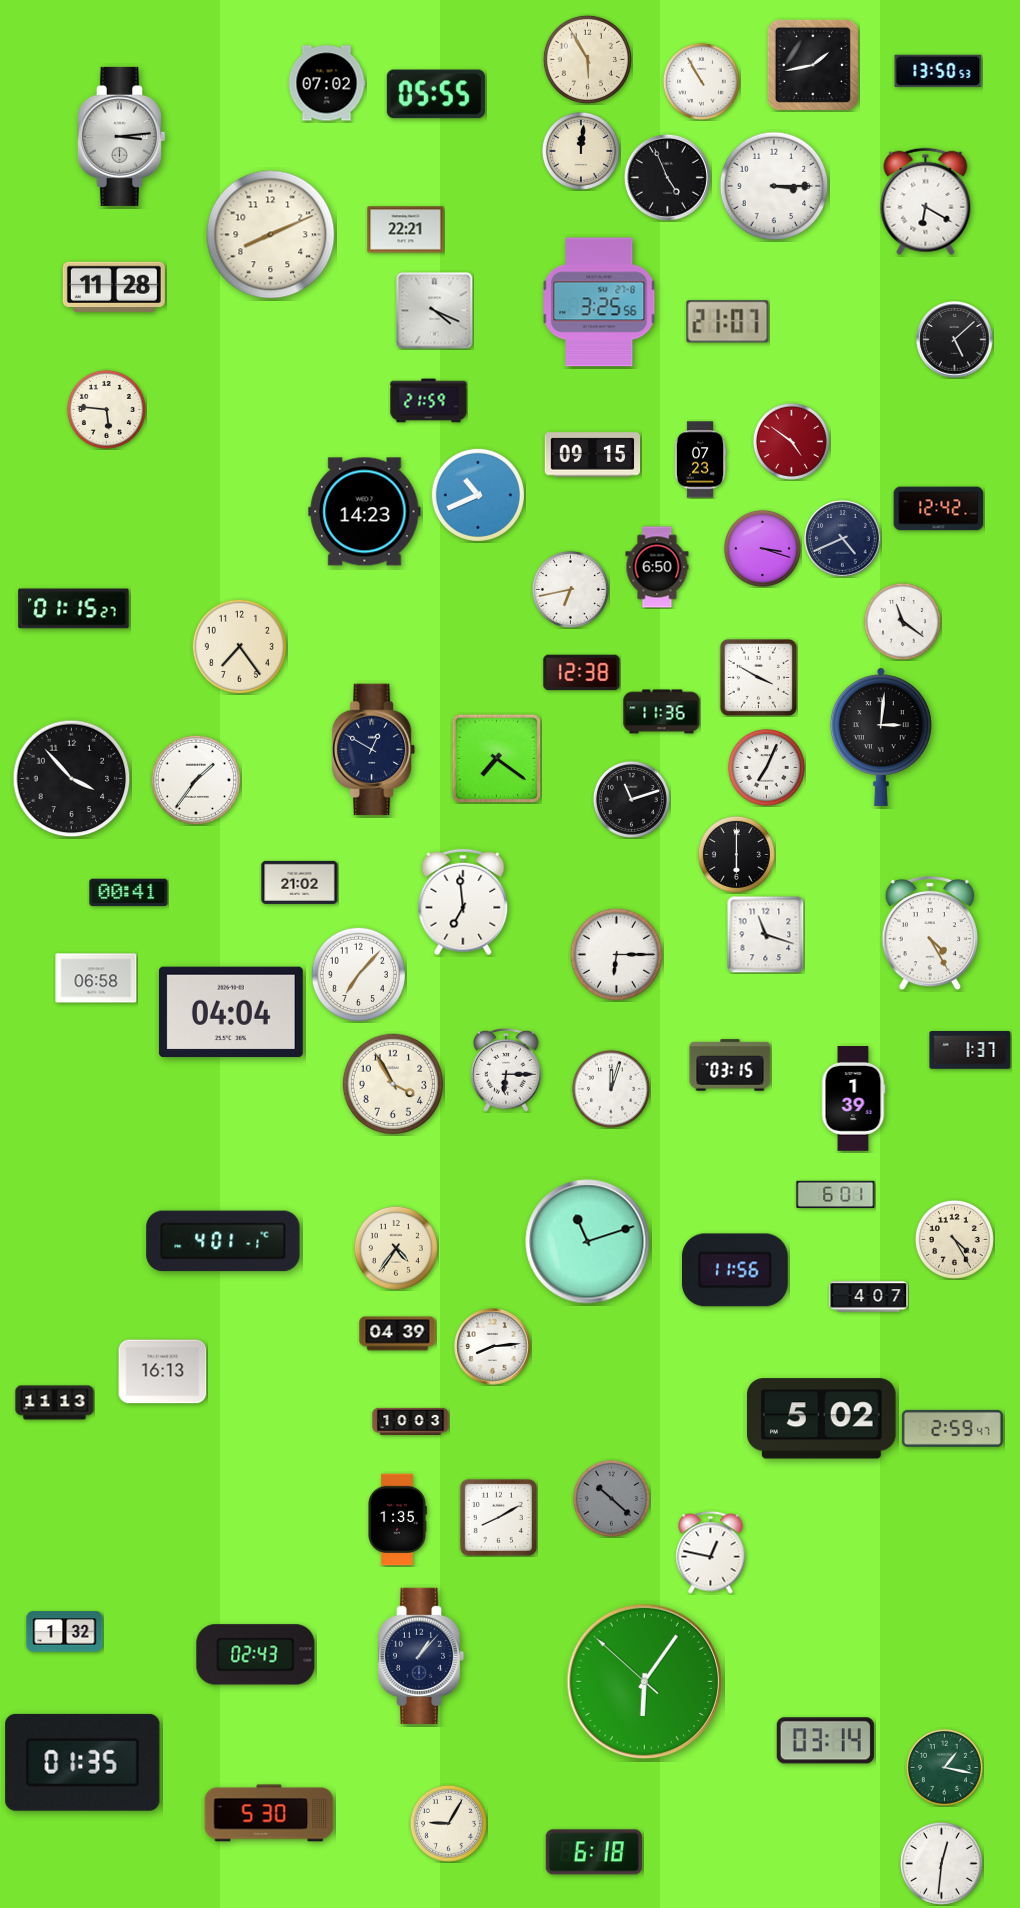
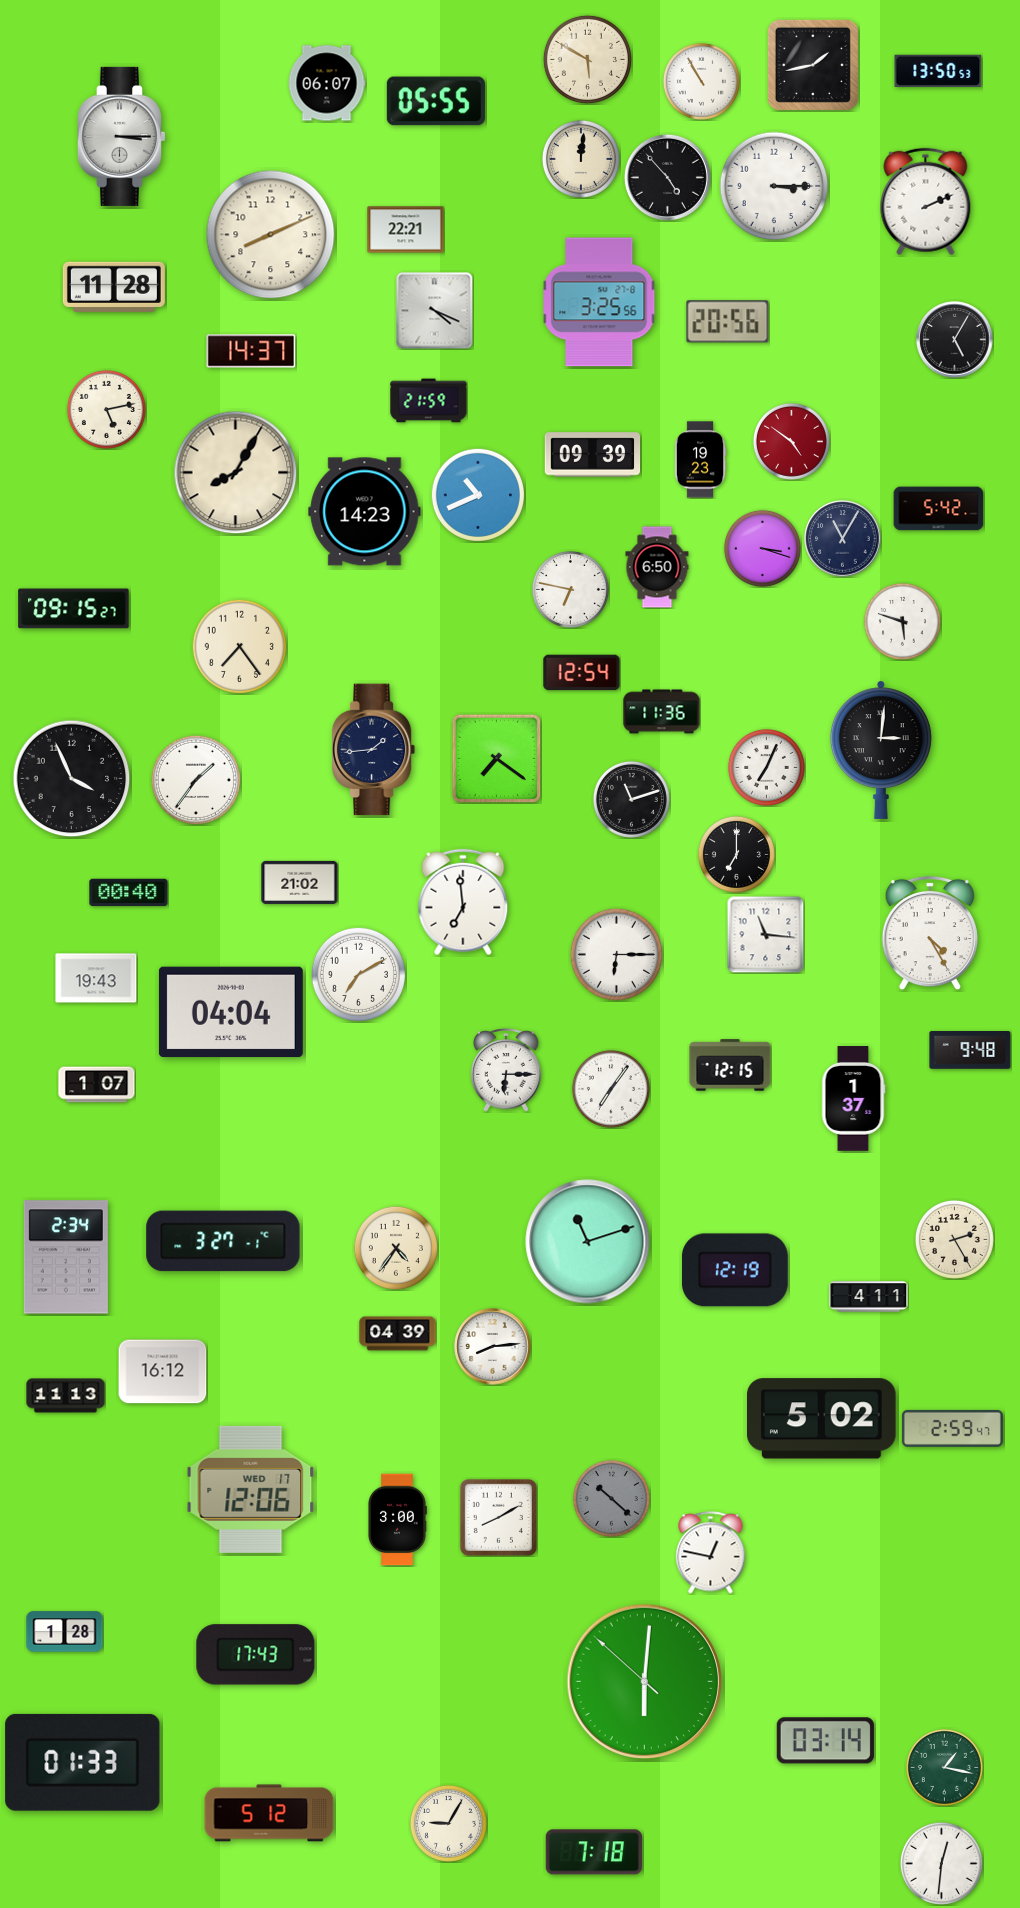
clock at (587, 59): 5:55 -> 5:50
clock at (327, 83): 07:02 -> 06:07
clock at (436, 94) position: (436, 94) -> (436, 101)
clock at (121, 136): 3:14 -> 3:15
clock at (581, 151) position: (581, 151) -> (581, 159)
clock at (667, 177): 4:56 -> 4:53
clock at (926, 202): 6:20 -> 2:11
clock at (728, 322): 21:07 -> 20:56
clock at (955, 340): 5:08 -> 5:05
clock at (251, 351): none -> 14:37
clock at (106, 409): 5:46 -> 5:13
clock at (593, 455): 09:15 -> 09:39
clock at (700, 460): 07:23 -> 19:23
clock at (236, 473): none -> 8:05
clock at (939, 509): 12:42 -> 5:42
clock at (843, 539): 4:41 -> 11:05
clock at (570, 589): 6:43 -> 6:47
clock at (74, 609): 01:15 -> 09:15
clock at (902, 621): 11:21 -> 5:48
clock at (582, 673): 12:38 -> 12:54
clock at (758, 677): 3:50 -> none
clock at (881, 737) position: (881, 737) -> (881, 750)
clock at (374, 750): 12:50 -> 1:44
clock at (72, 779): 3:53 -> 3:56
clock at (736, 854): 6:00 -> 7:00
clock at (129, 893): 00:41 -> 00:40
clock at (765, 934): 11:18 -> 11:16
clock at (358, 974): 7:07 -> 7:10
clock at (96, 978): 06:58 -> 19:43
clock at (970, 1051): 1:37 -> 9:48
clock at (730, 1065): 03:15 -> 12:15
clock at (392, 1083): 3:55 -> none
clock at (97, 1085): none -> 1:07
clock at (611, 1089): 12:03 -> 7:06
clock at (853, 1099): 1:39 -> 1:37
clock at (836, 1195): 6:01 -> none
clock at (954, 1239): 4:25 -> 2:25
clock at (223, 1241): 4:01 -> 3:27
clock at (66, 1257): none -> 2:34
clock at (735, 1270): 11:56 -> 12:19
clock at (869, 1297): 4:07 -> 4:11
clock at (163, 1372): 16:13 -> 16:12
clock at (55, 1403) position: (55, 1403) -> (66, 1396)
clock at (411, 1421): 10:03 -> none
clock at (251, 1489): none -> 12:06
clock at (397, 1520): 1:35 -> 3:00
clock at (65, 1632): 1:32 -> 1:28
clock at (256, 1655): 02:43 -> 17:43
clock at (421, 1656): 1:07 -> none
clock at (644, 1681): 6:05 -> 6:00
clock at (83, 1762): 01:35 -> 01:33
clock at (269, 1813): 5:30 -> 5:12
clock at (594, 1852): 6:18 -> 7:18
